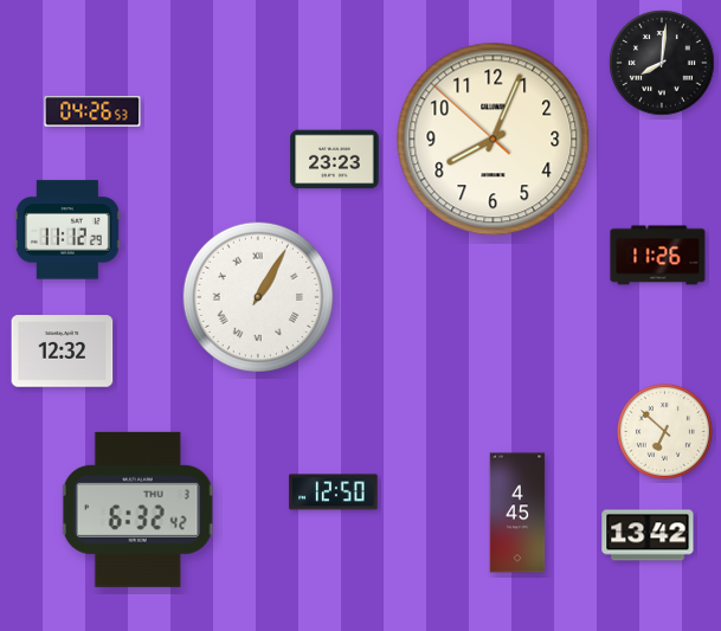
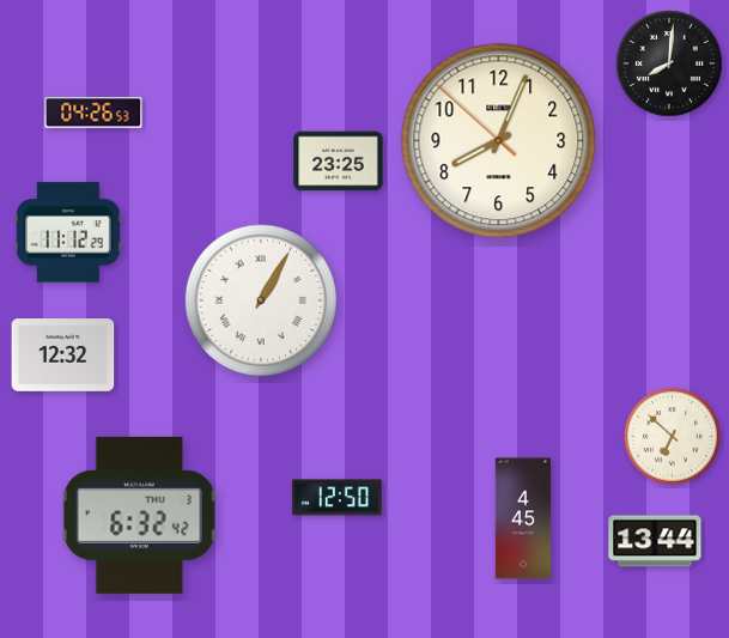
clock at (335, 160): 23:23 -> 23:25
clock at (658, 256): 11:26 -> none
clock at (648, 535): 13:42 -> 13:44
